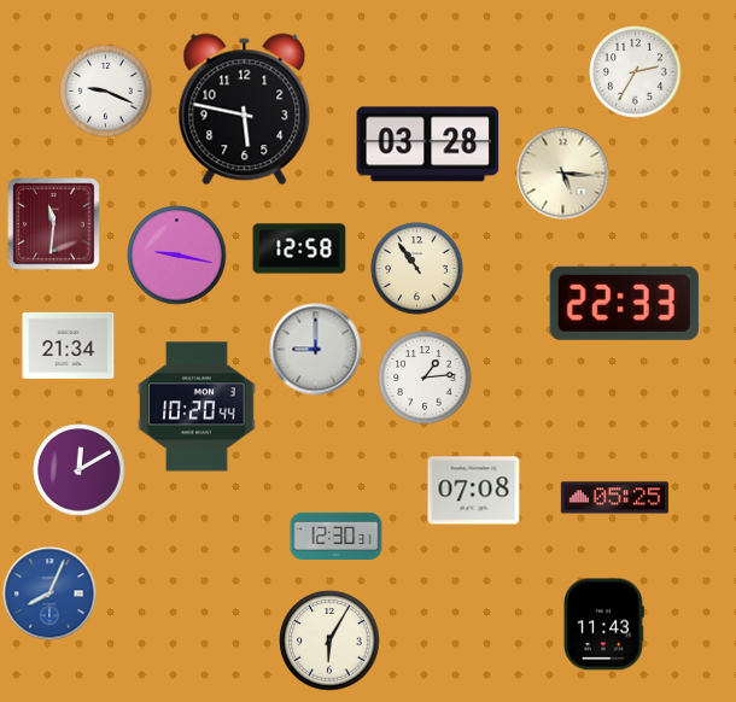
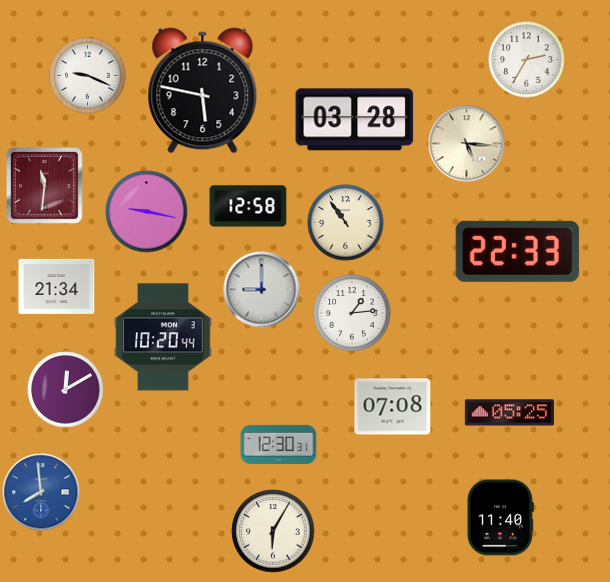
clock at (49, 593): 8:04 -> 7:59
clock at (603, 625): 11:43 -> 11:40
